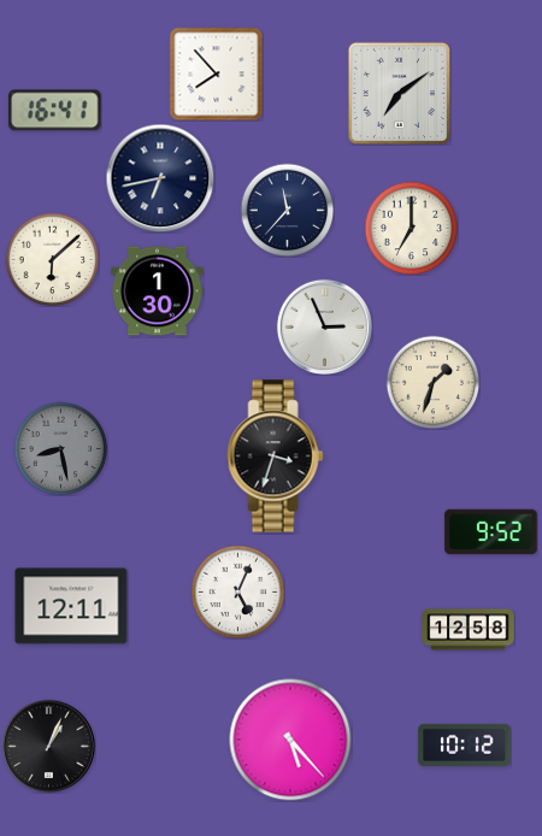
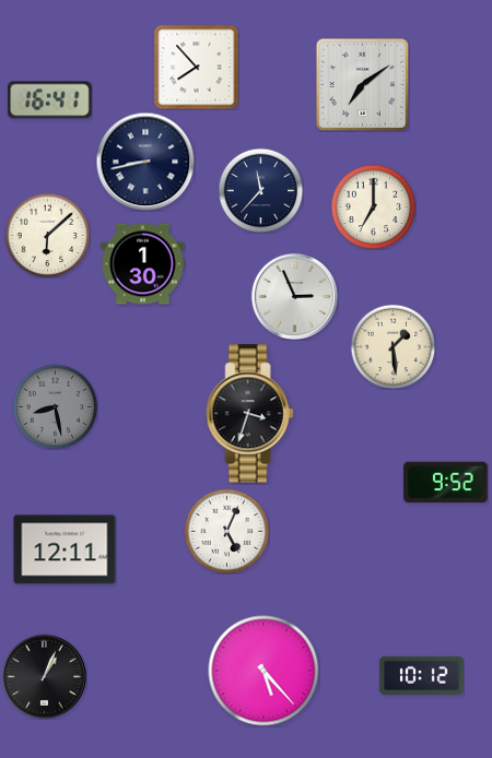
clock at (160, 178): 6:43 -> 8:43
clock at (432, 382): 1:33 -> 1:29
clock at (237, 591) position: (237, 591) -> (226, 531)
clock at (469, 630): 12:58 -> none
